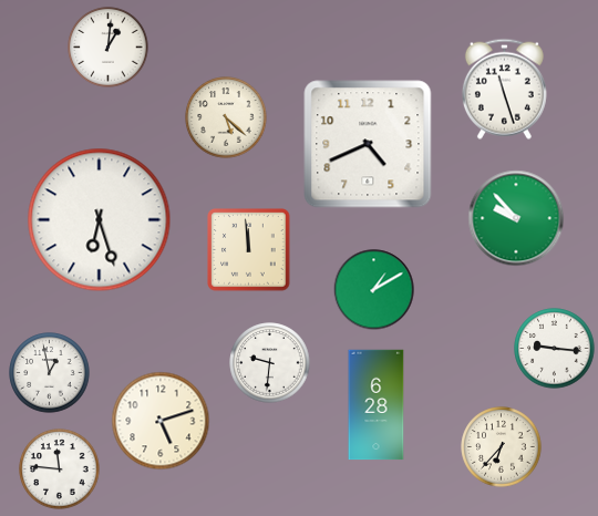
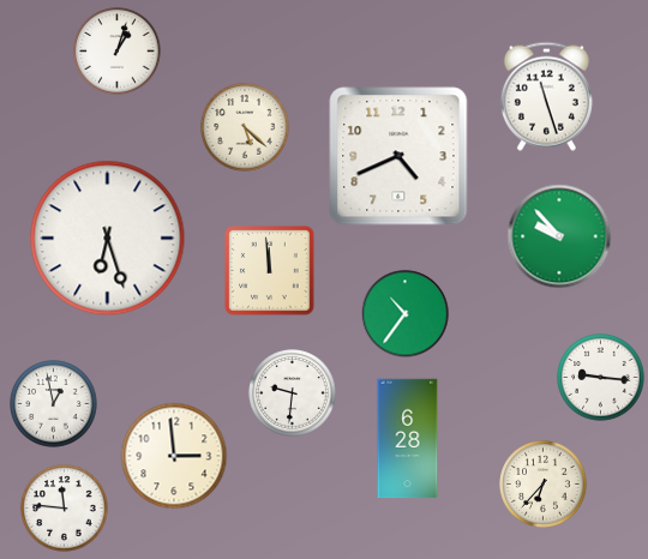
clock at (109, 48): 1:01 -> 1:03
clock at (374, 290): 1:10 -> 10:36
clock at (161, 421): 5:12 -> 2:59
